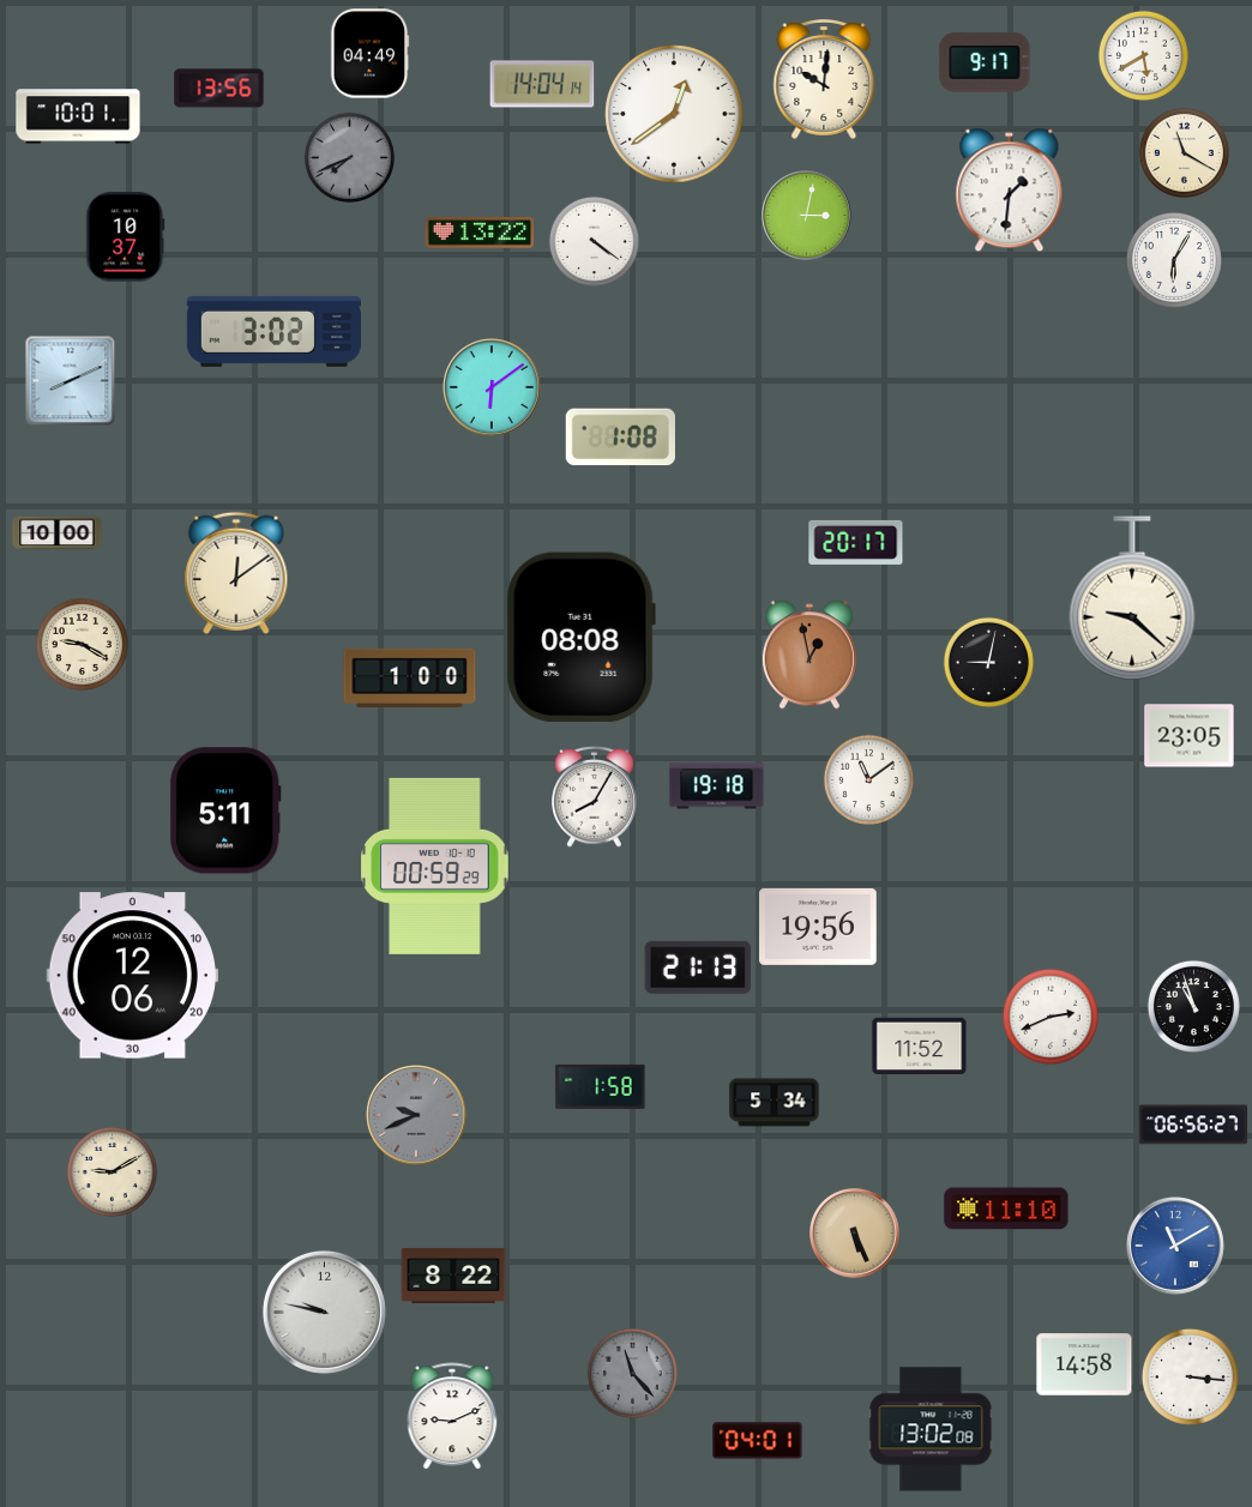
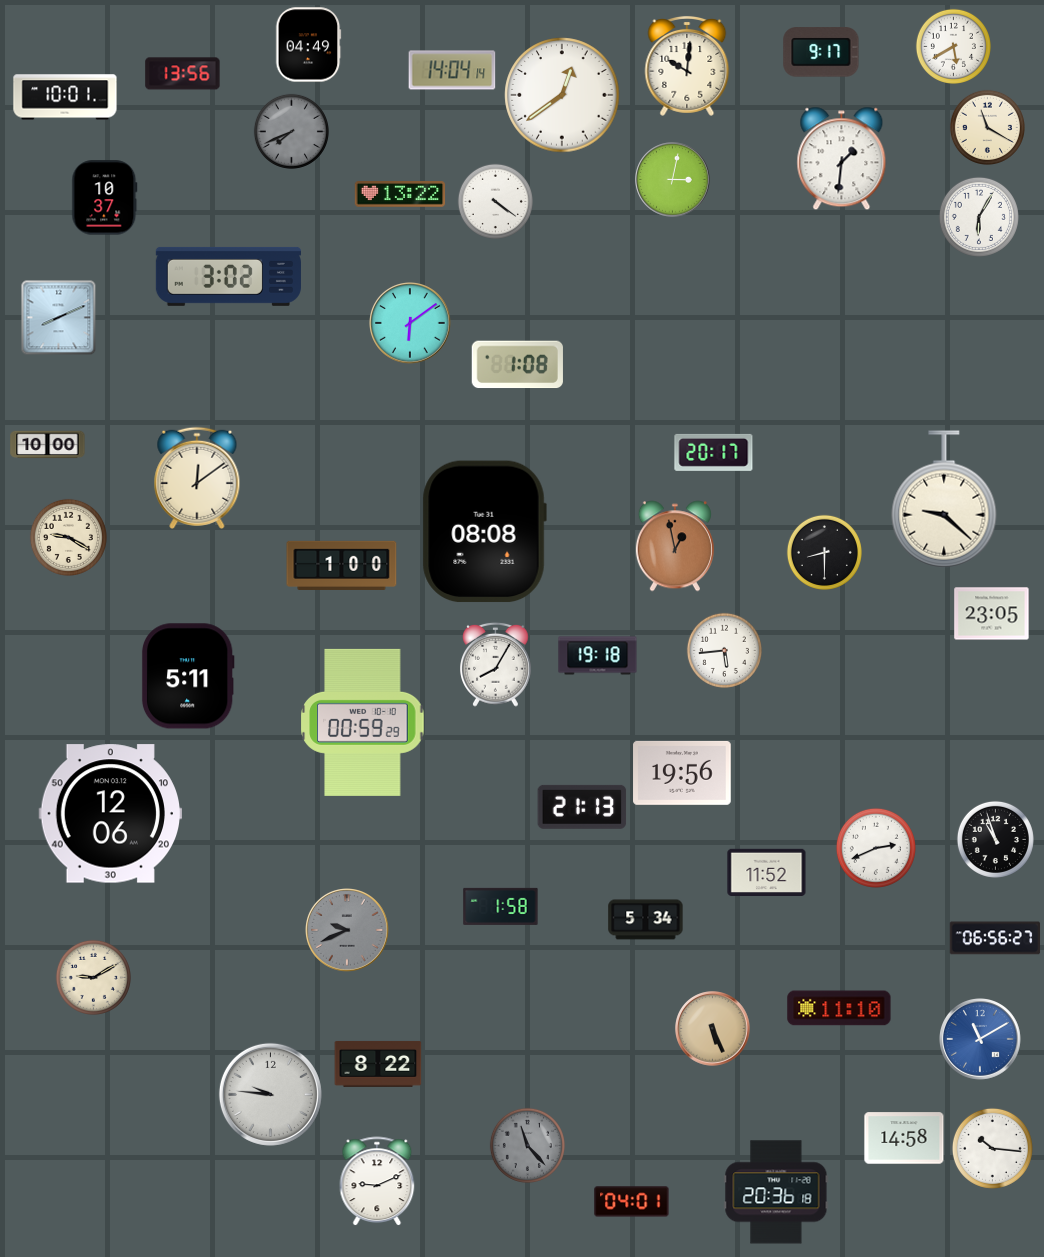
clock at (988, 662): 9:02 -> 8:30
clock at (868, 779): 11:09 -> 5:44
clock at (324, 1312): 9:47 -> 9:46
clock at (1190, 1376): 3:16 -> 10:16
clock at (931, 1429): 13:02 -> 20:36
